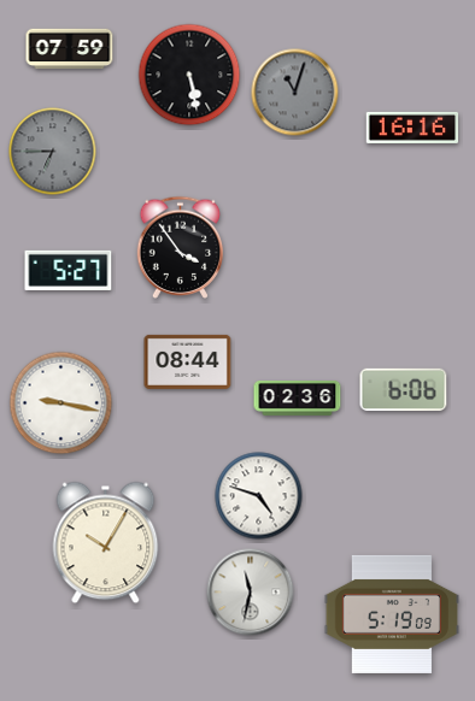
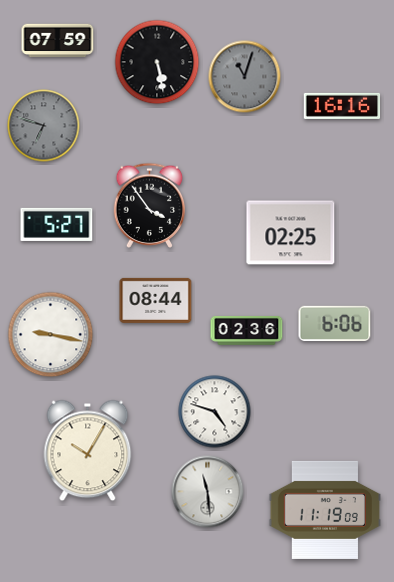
clock at (53, 152): 6:45 -> 6:48
clock at (291, 233): none -> 02:25
clock at (251, 593): 11:32 -> 11:29
clock at (392, 614): 5:19 -> 11:19
